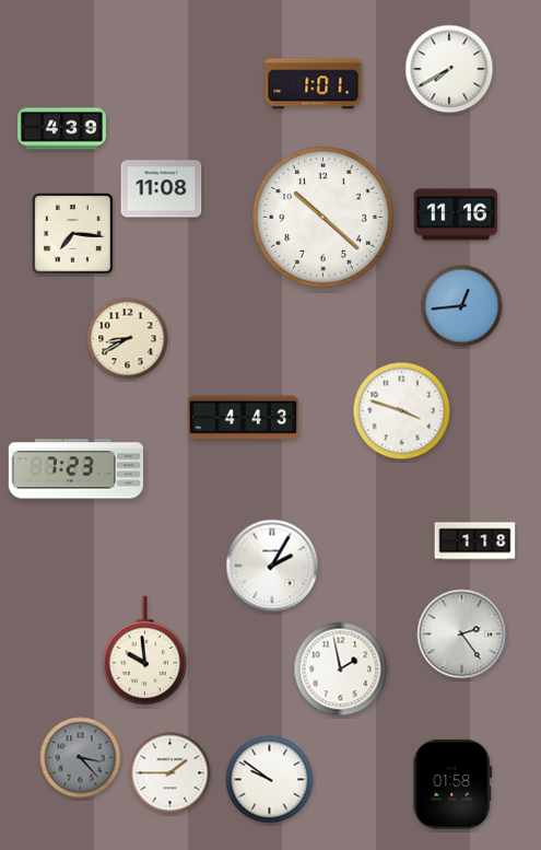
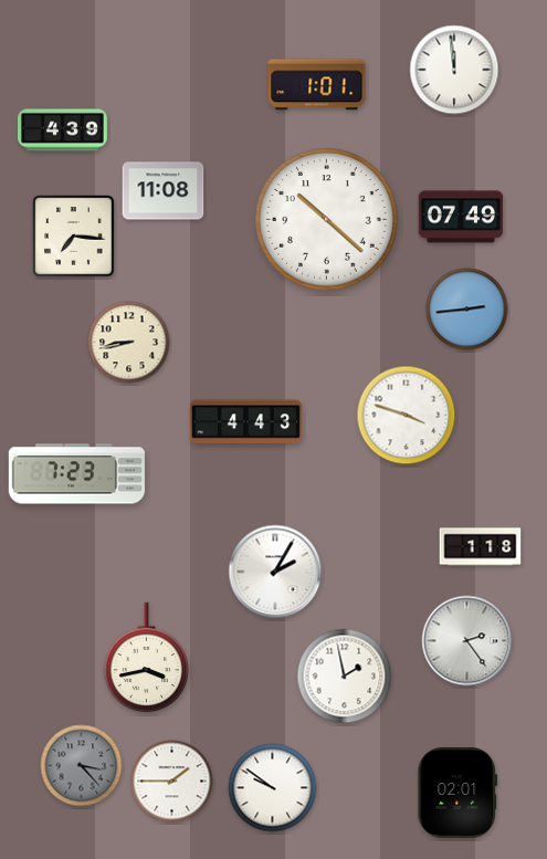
clock at (449, 69): 7:40 -> 11:59
clock at (456, 214): 11:16 -> 07:49
clock at (462, 306): 12:44 -> 2:44
clock at (128, 339): 8:40 -> 8:43
clock at (145, 651): 9:59 -> 3:43
clock at (452, 784): 01:58 -> 02:01
